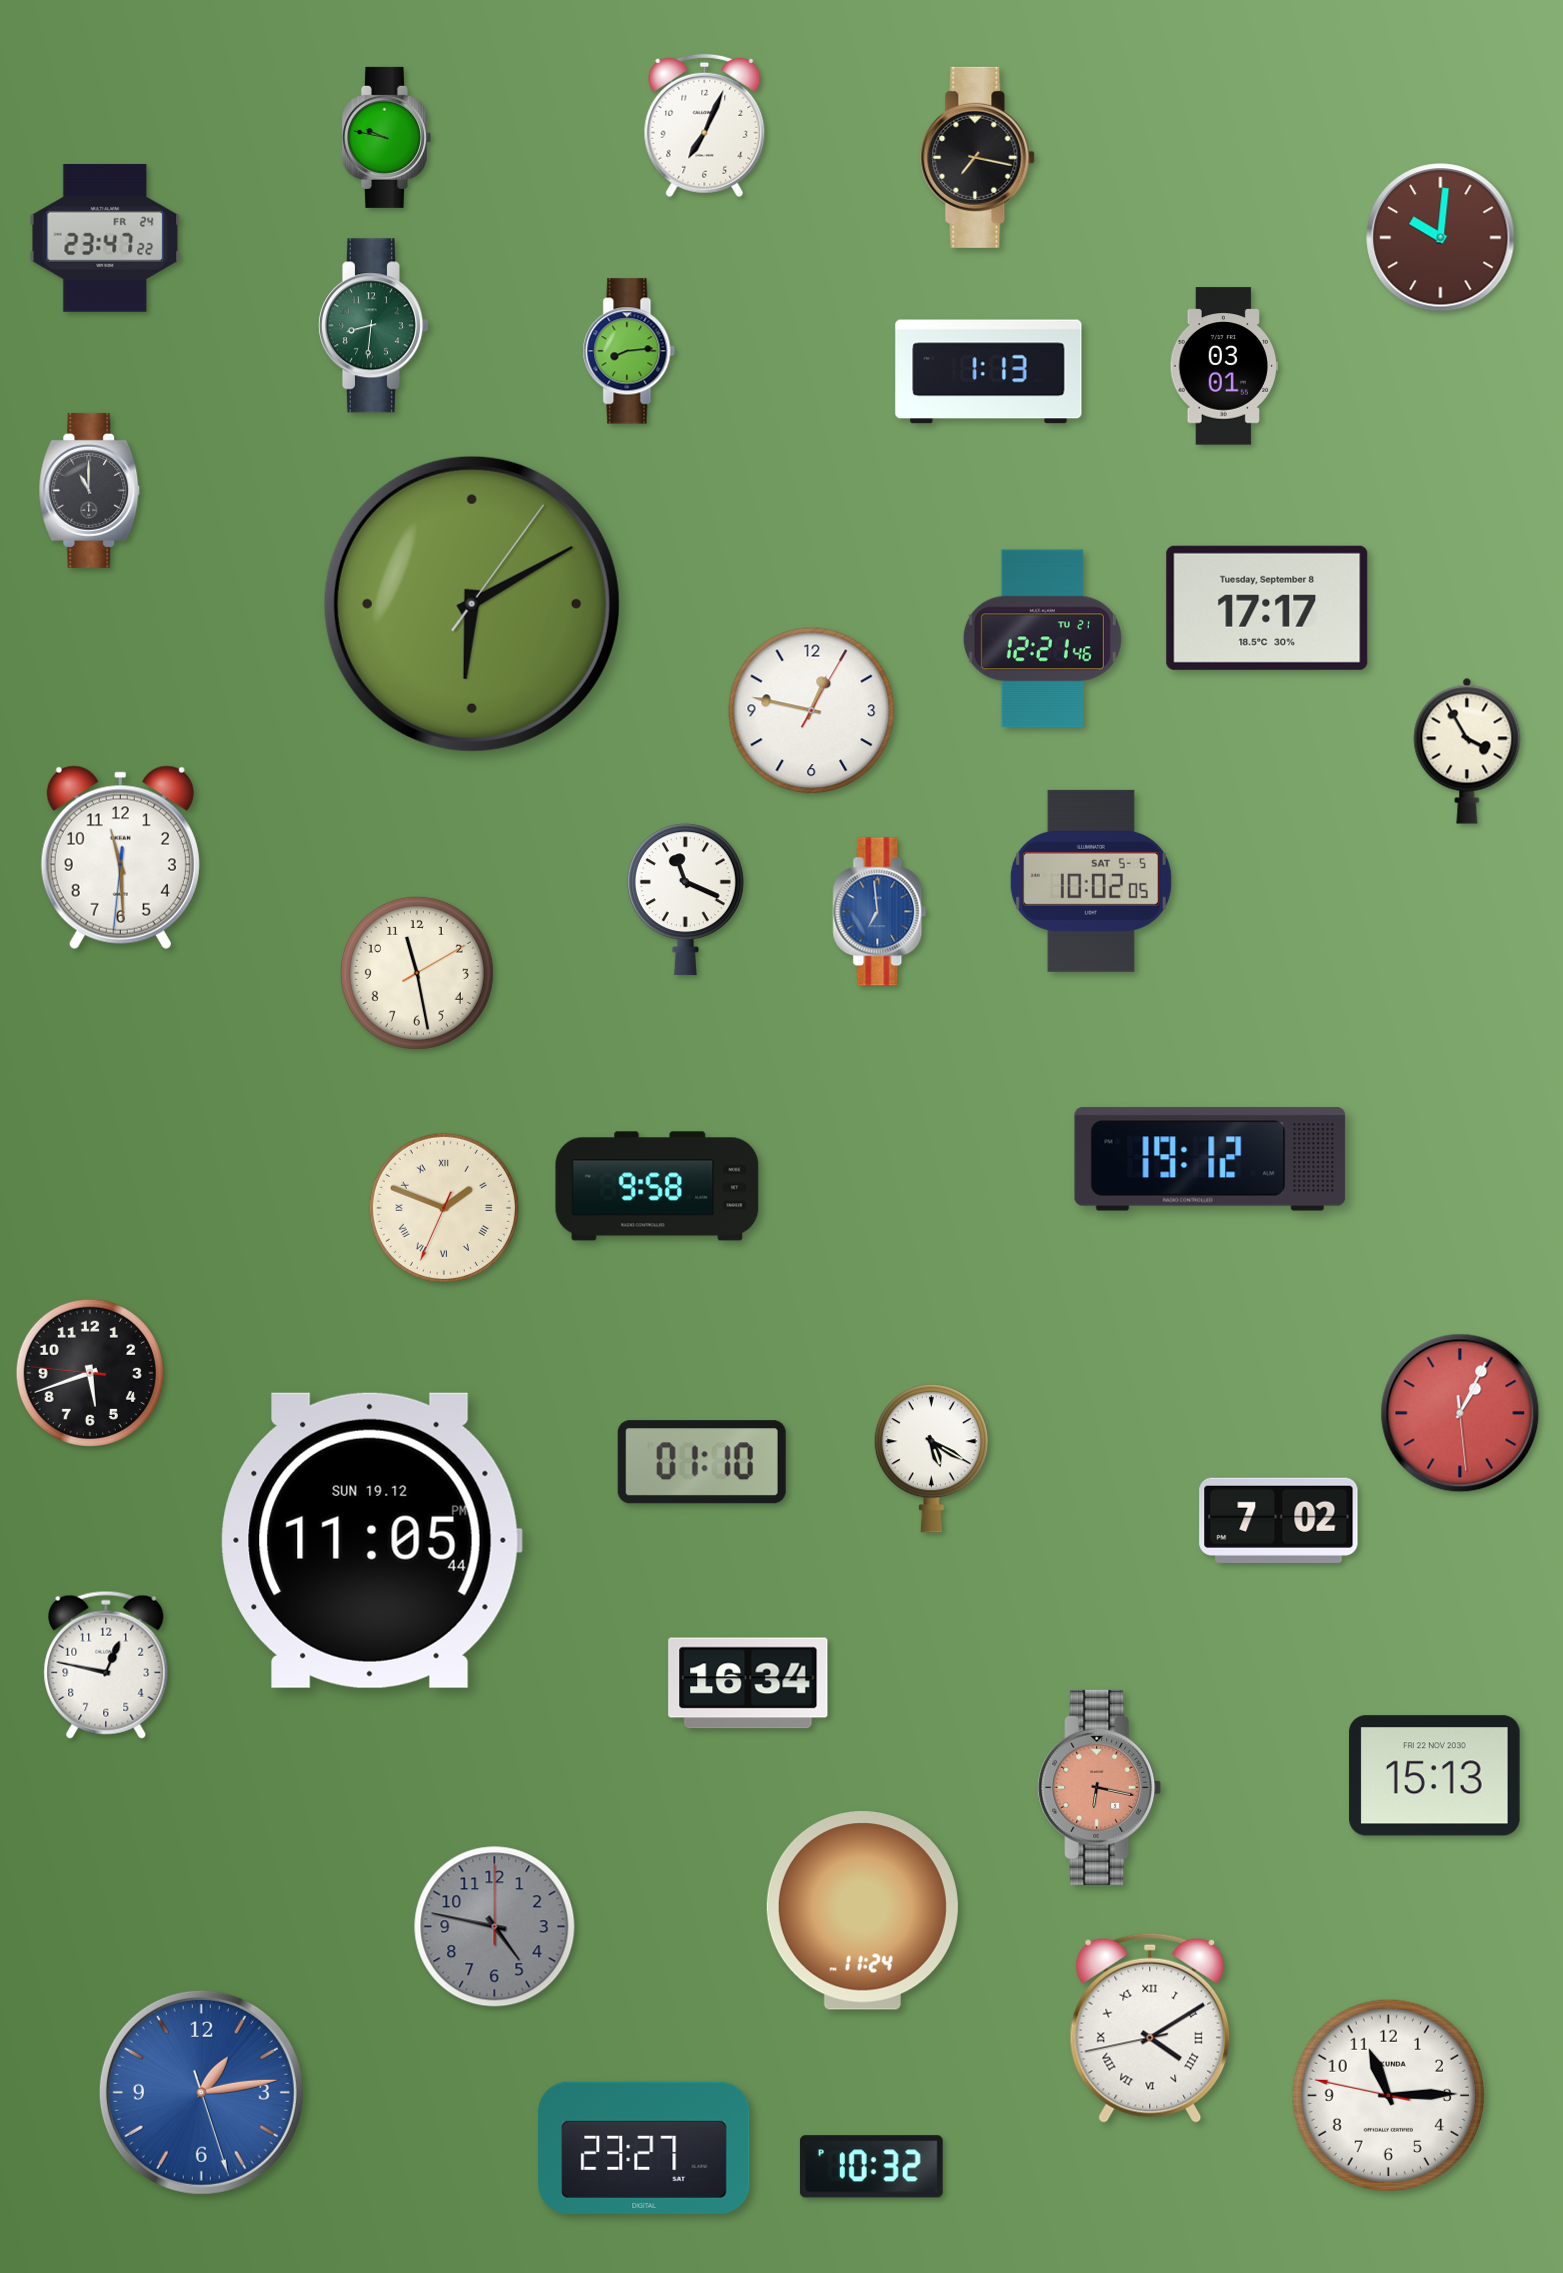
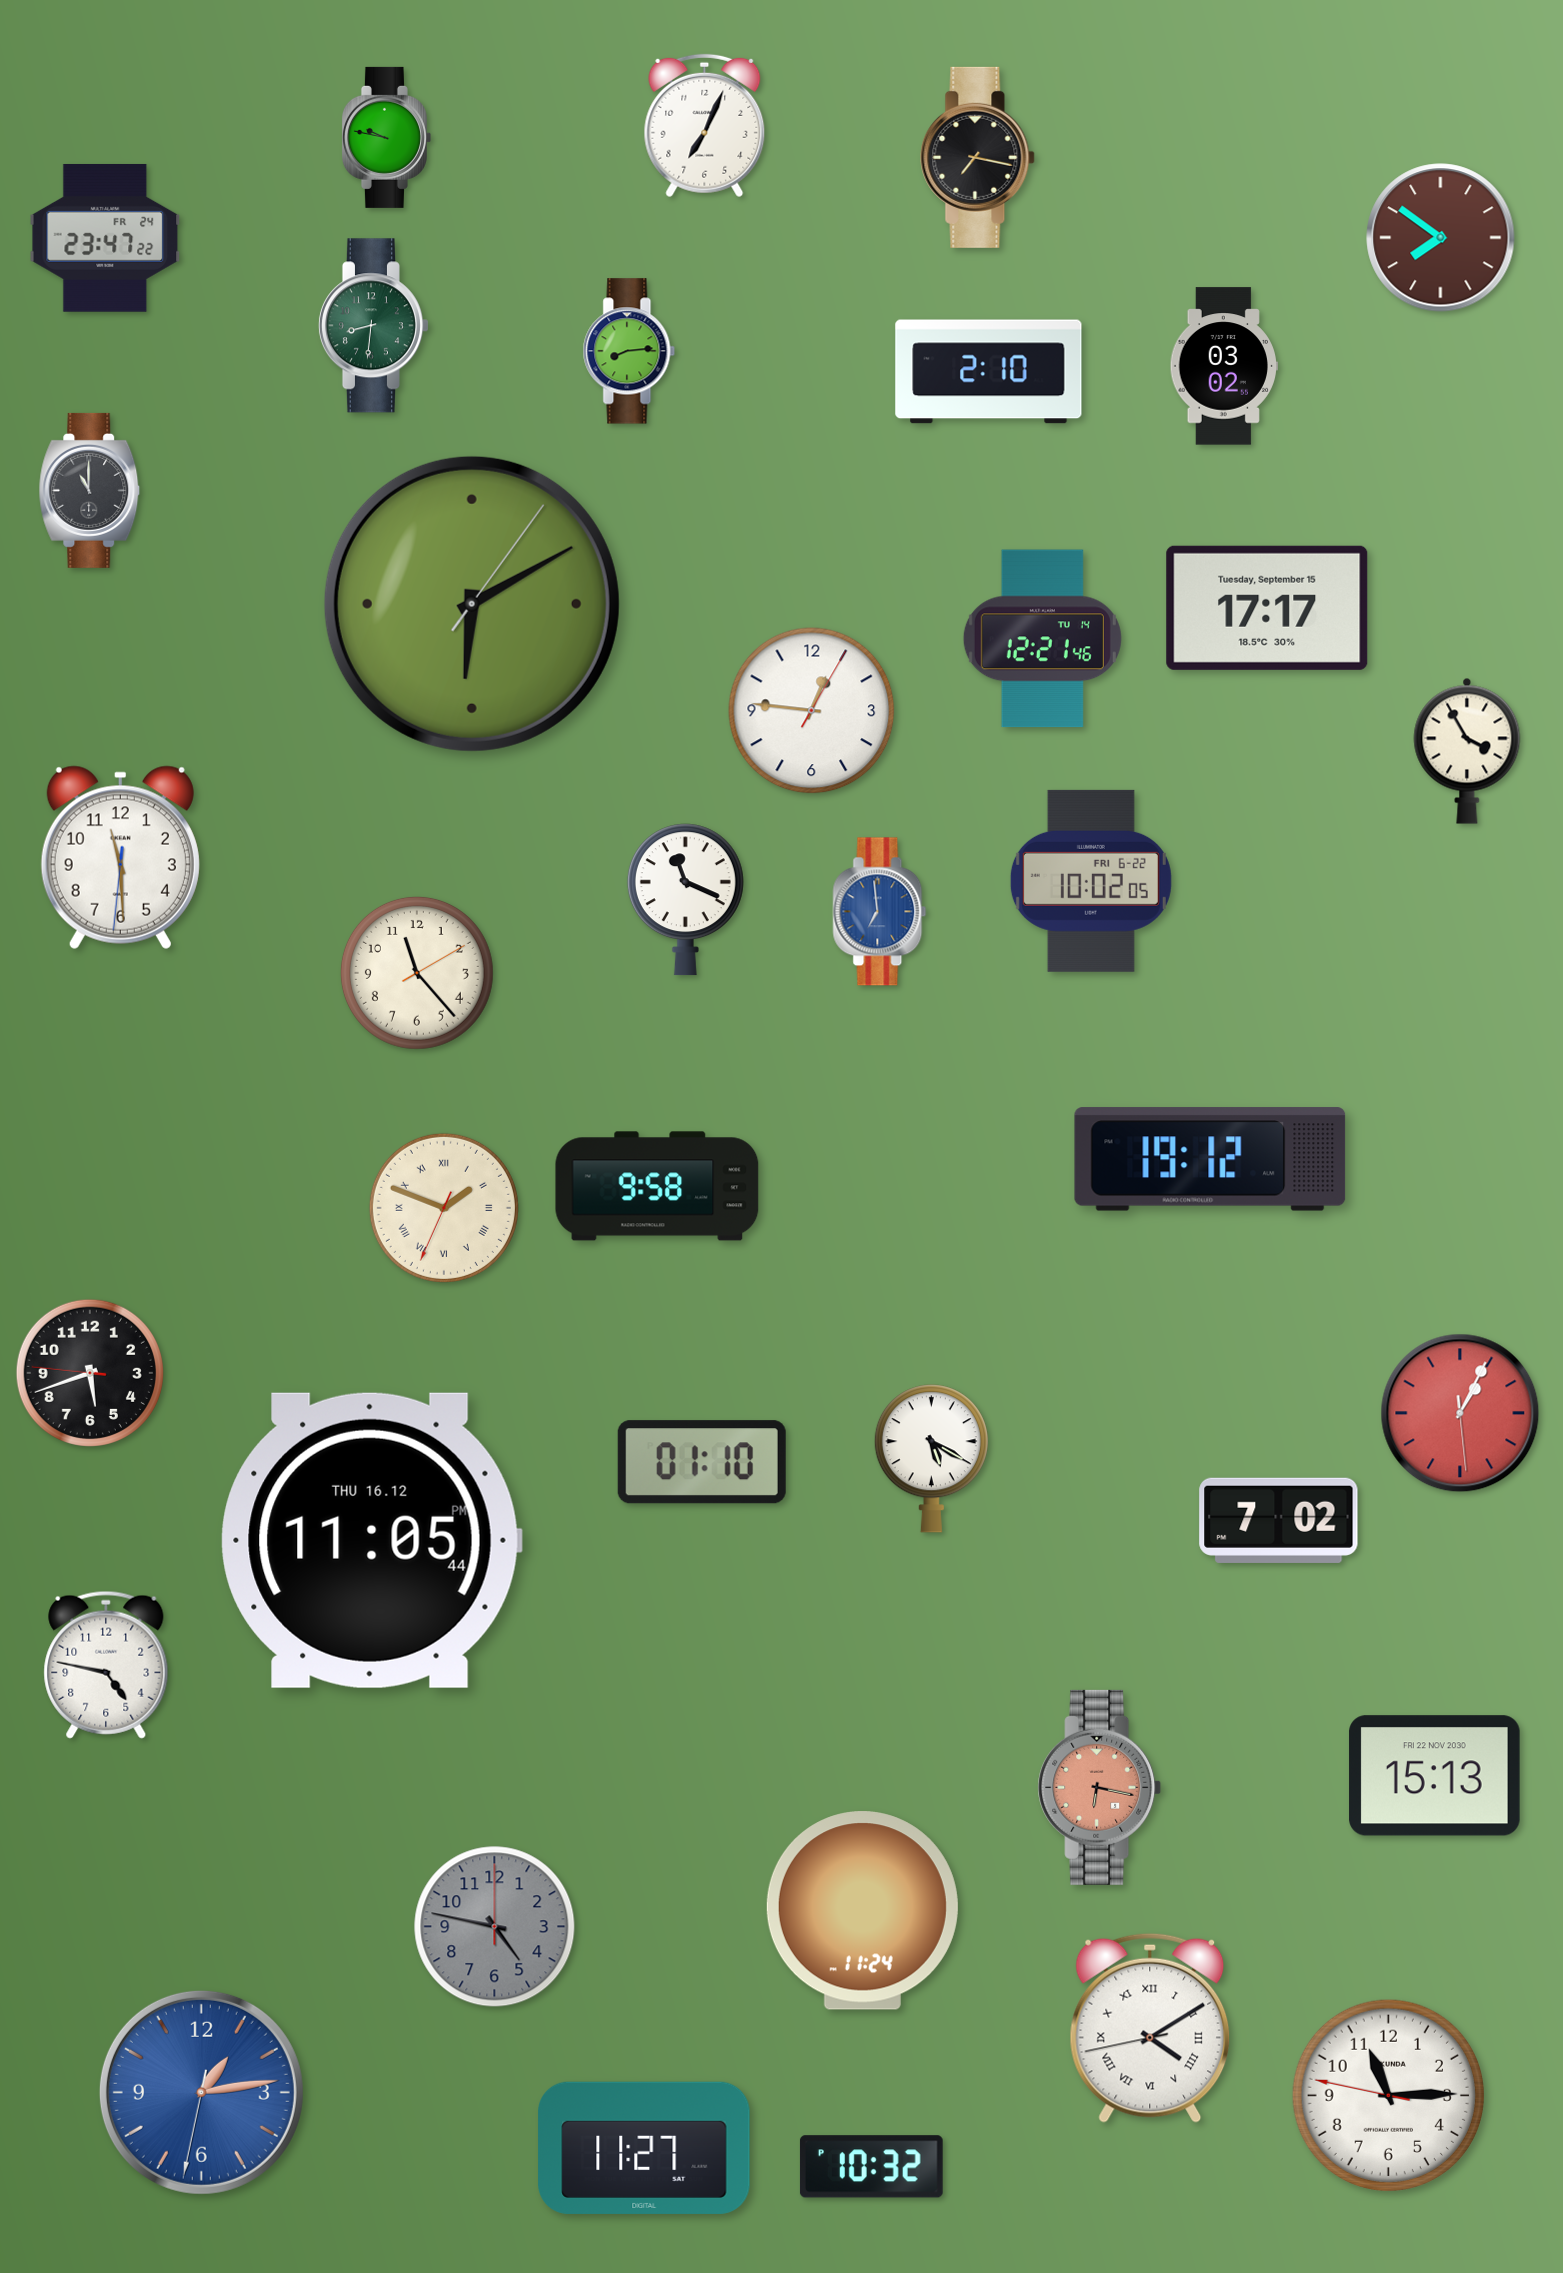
clock at (1441, 238): 10:01 -> 7:51
clock at (1223, 366): 03:01 -> 03:02
clock at (989, 372): 1:13 -> 2:10
clock at (1267, 608) date: Tuesday, September 8 -> Tuesday, September 15
clock at (1042, 639) date: TU 21 -> TU 14
clock at (812, 711): 12:47 -> 12:46
clock at (1091, 881) date: SAT 5-5 -> FRI 6-22
clock at (417, 973): 11:28 -> 11:23
clock at (371, 1540) date: SUN 19.12 -> THU 16.12
clock at (106, 1665): 12:47 -> 4:47
clock at (748, 1683): 16:34 -> none
clock at (201, 2092): 1:13:27 -> 1:13:32
clock at (644, 2148): 23:27 -> 11:27
